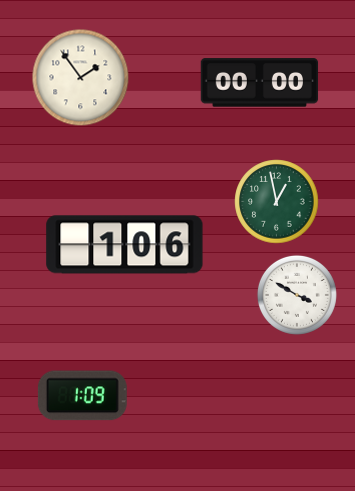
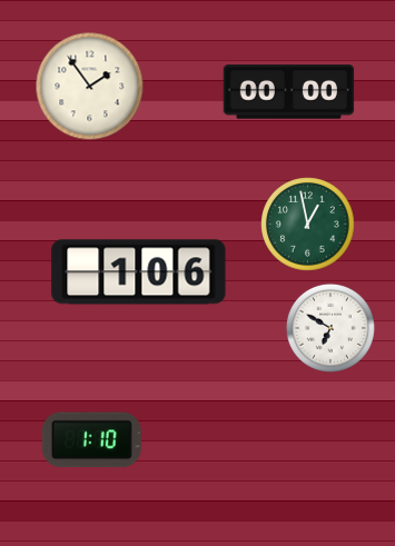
clock at (297, 295): 3:50 -> 6:50
clock at (82, 396): 1:09 -> 1:10
